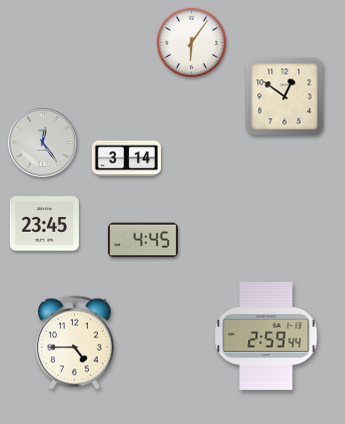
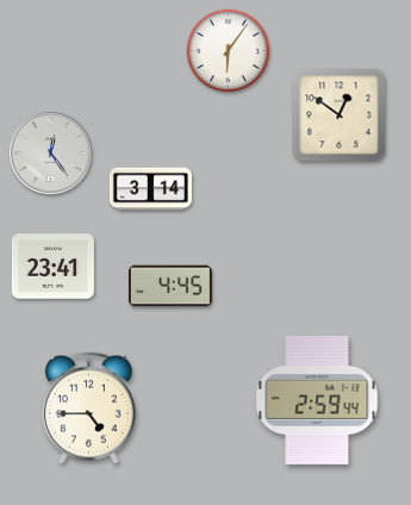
clock at (43, 143) position: (43, 143) -> (51, 154)
clock at (44, 224): 23:45 -> 23:41
